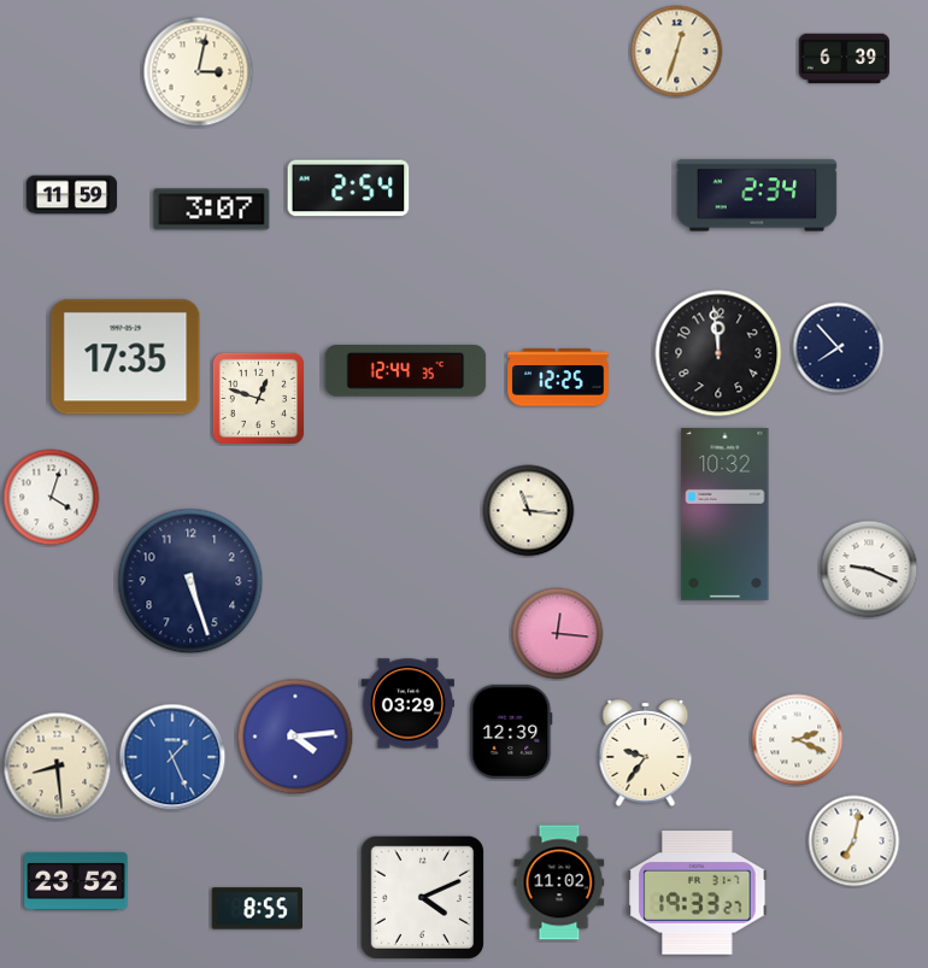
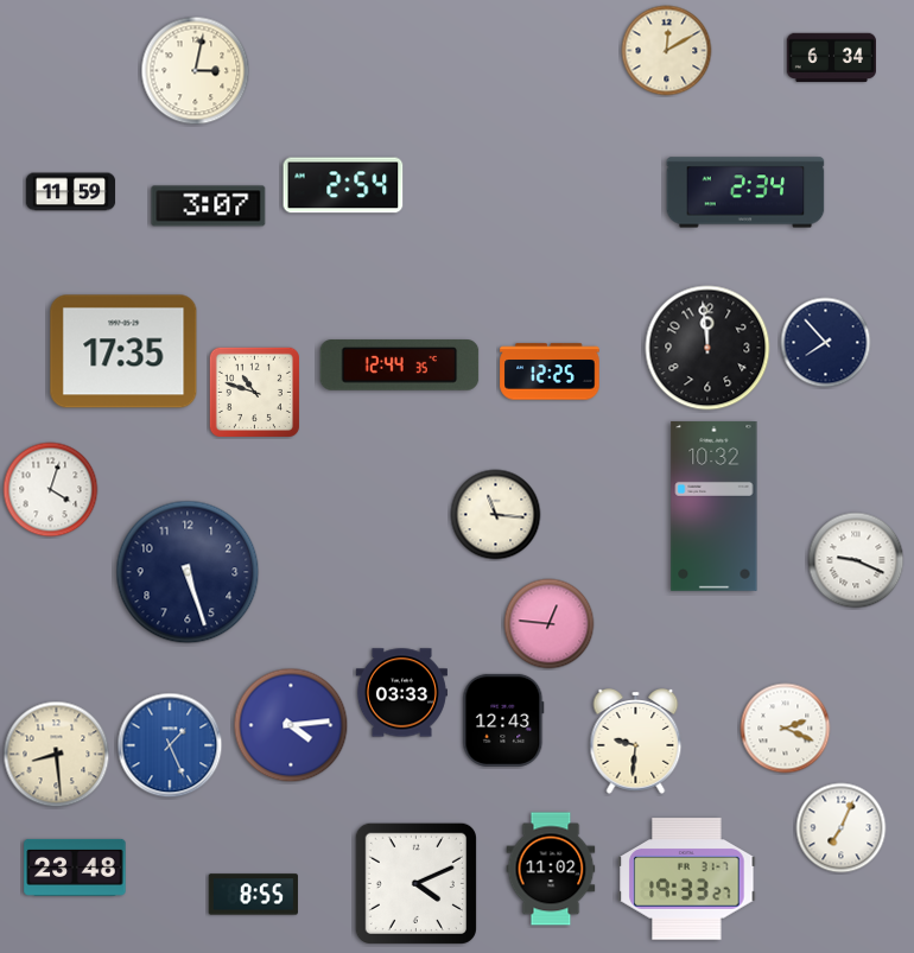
clock at (677, 52): 12:33 -> 12:10
clock at (844, 59): 6:39 -> 6:34
clock at (258, 398): 12:48 -> 10:48
clock at (529, 511) position: (529, 511) -> (496, 515)
clock at (558, 634): 12:16 -> 12:46
clock at (407, 704): 03:29 -> 03:33
clock at (511, 732): 12:39 -> 12:43
clock at (646, 753): 9:36 -> 9:31
clock at (854, 841): 7:02 -> 7:04
clock at (76, 881): 23:52 -> 23:48
